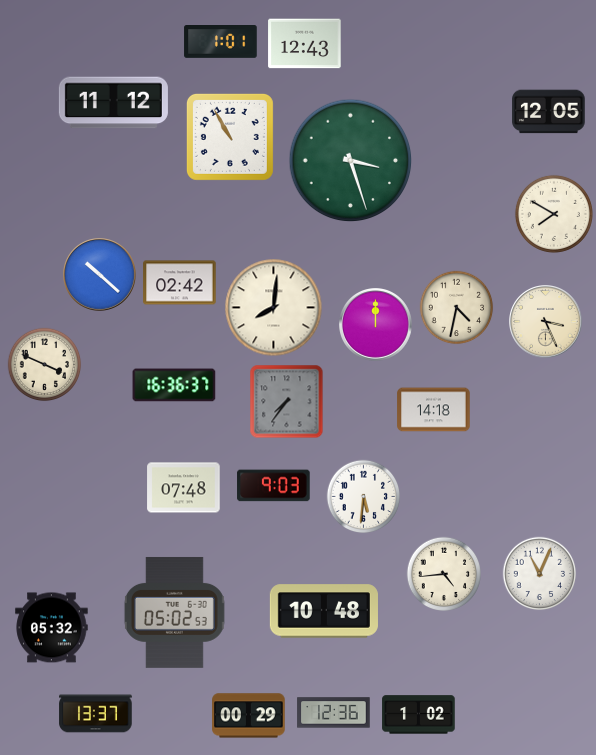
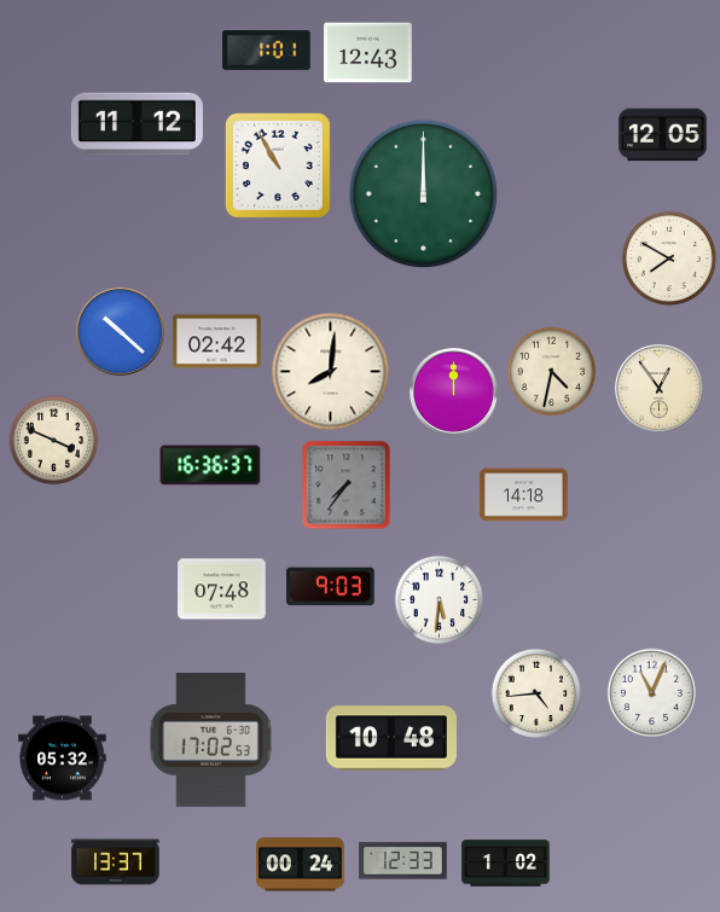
clock at (351, 161): 3:27 -> 12:00
clock at (546, 322): 3:26 -> 12:54
clock at (174, 612): 05:02 -> 17:02
clock at (334, 713): 12:36 -> 12:33
clock at (249, 716): 00:29 -> 00:24
